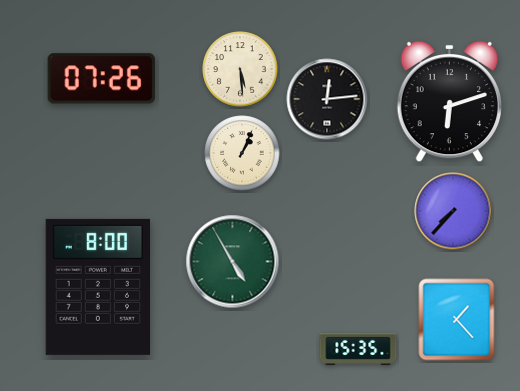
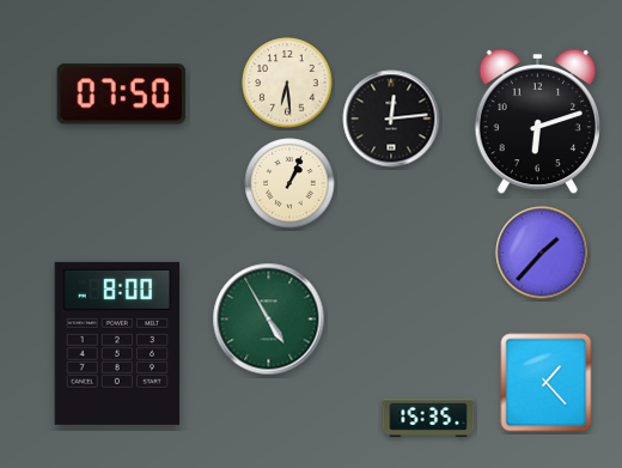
clock at (240, 69): 5:29 -> 6:29
clock at (101, 79): 07:26 -> 07:50
clock at (453, 211): 7:37 -> 1:37
clock at (233, 262) position: (233, 262) -> (269, 320)
